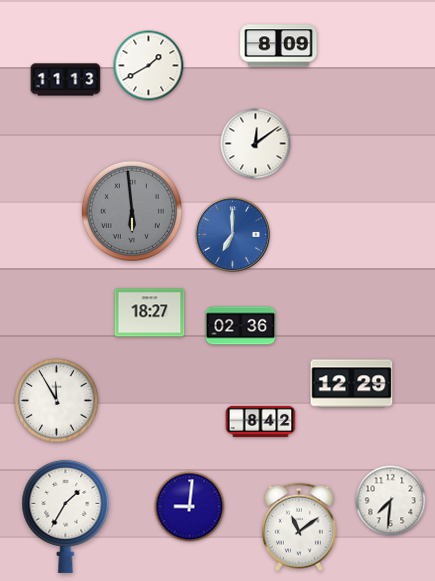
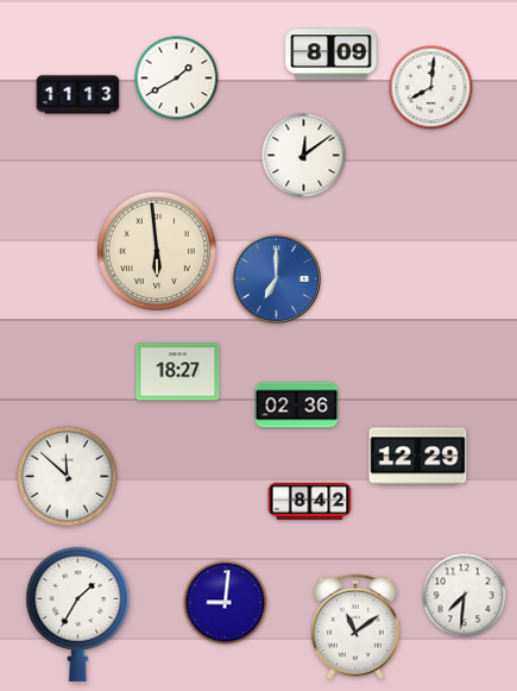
clock at (431, 88): none -> 8:01
clock at (256, 144) position: (256, 144) -> (304, 156)
clock at (131, 210) dial: grey -> cream
clock at (241, 326) position: (241, 326) -> (297, 406)
clock at (57, 401): 11:55 -> 11:52
